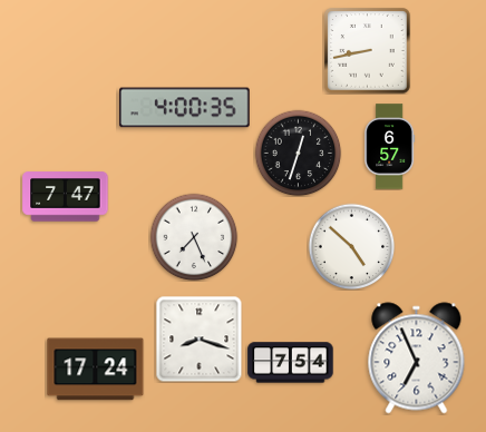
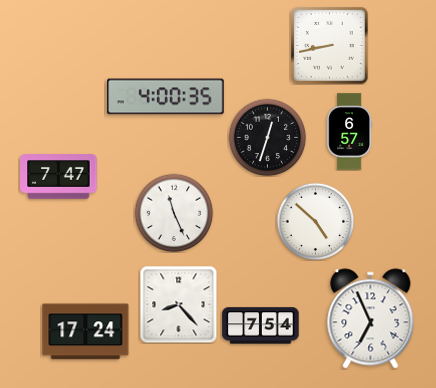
clock at (194, 237): 7:26 -> 11:26
clock at (198, 338): 8:18 -> 8:23
clock at (417, 359) position: (417, 359) -> (371, 319)
